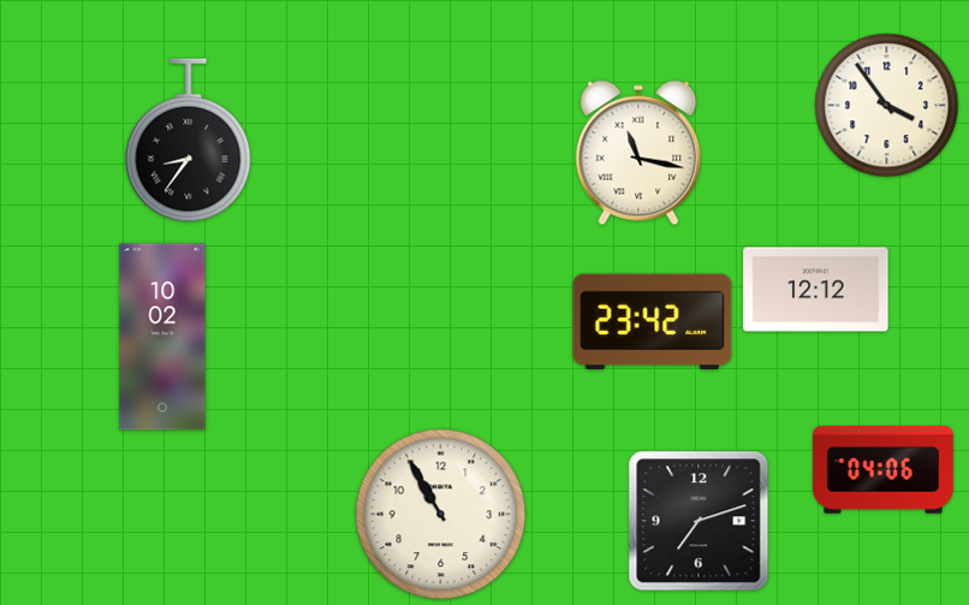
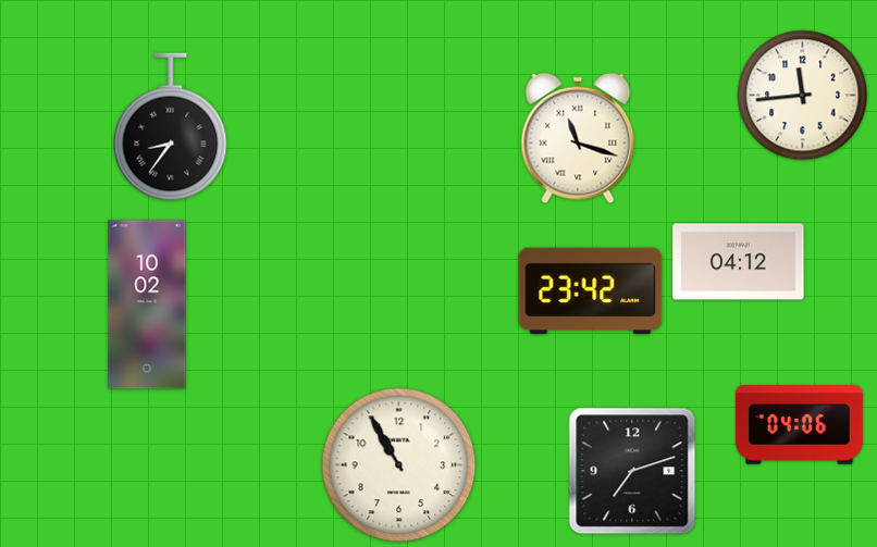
clock at (887, 106): 3:54 -> 11:44
clock at (638, 153): 11:17 -> 11:18
clock at (816, 290): 12:12 -> 04:12
